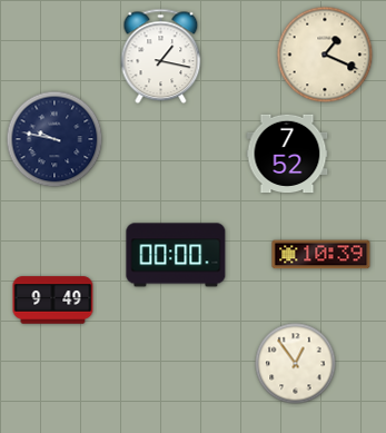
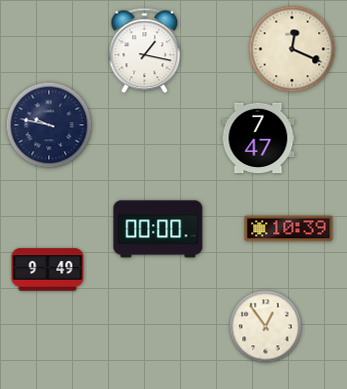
clock at (325, 55): 1:19 -> 12:19
clock at (287, 154): 7:52 -> 7:47
